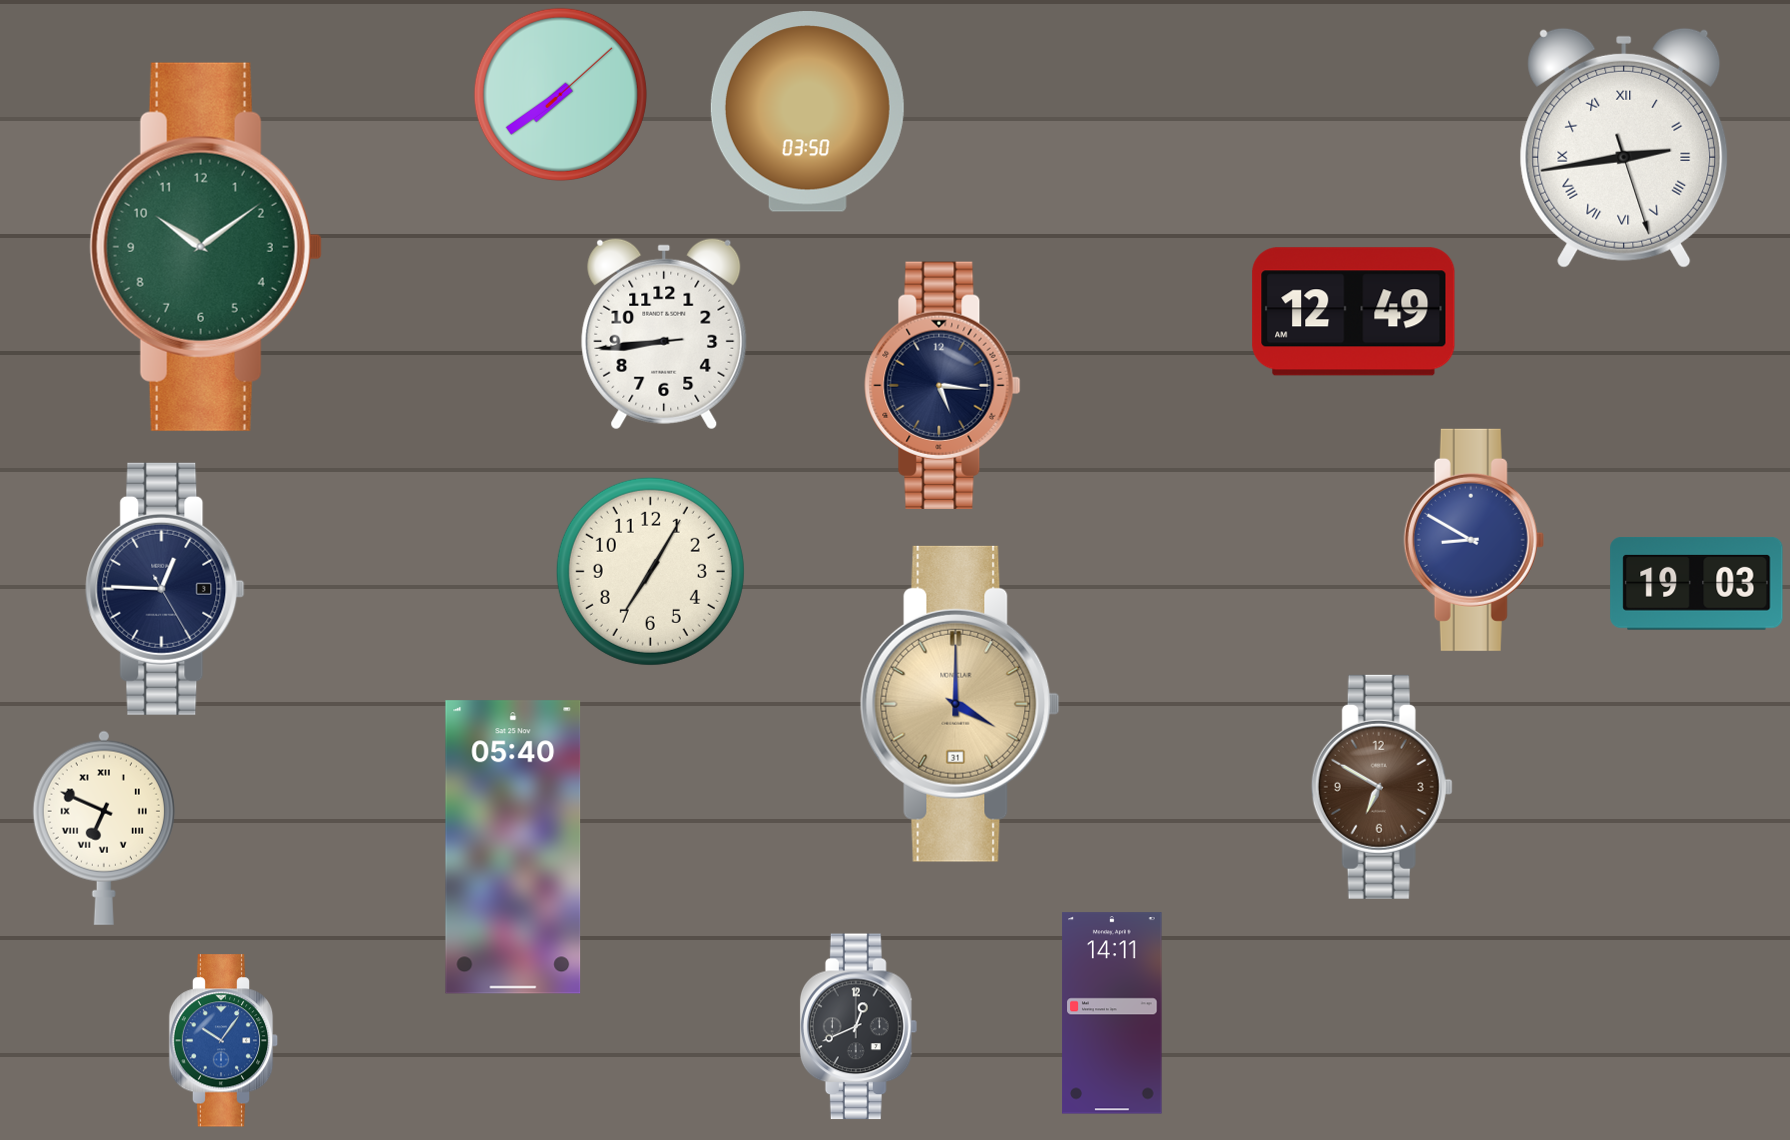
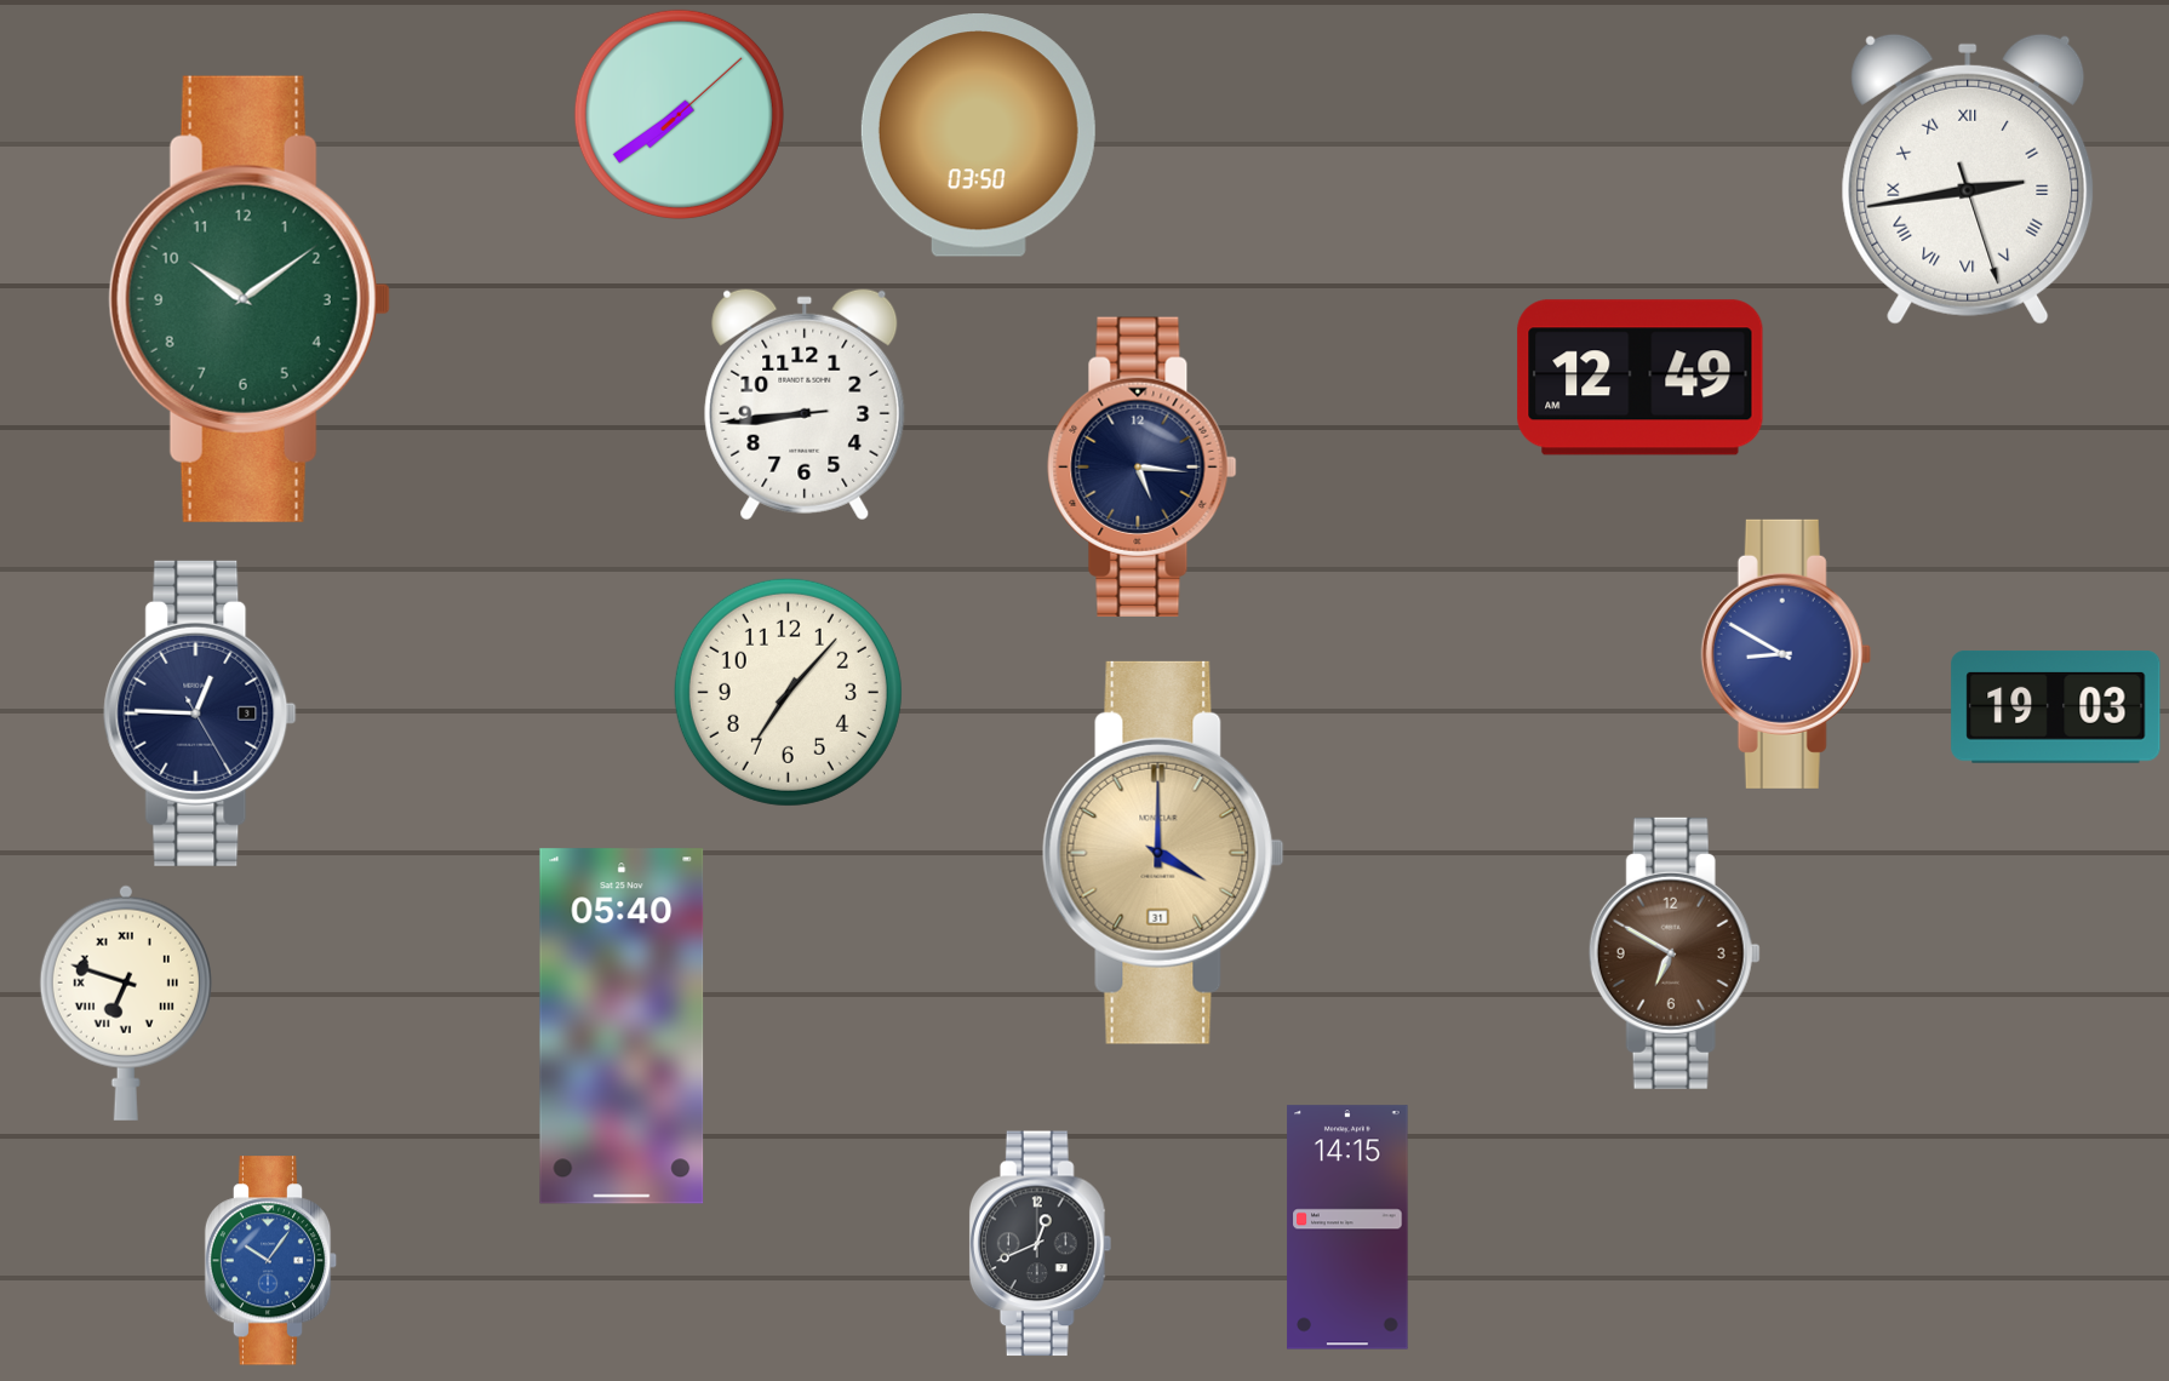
clock at (650, 571): 7:05 -> 7:07
clock at (104, 828): 6:49 -> 6:48
clock at (1112, 1013): 14:11 -> 14:15
